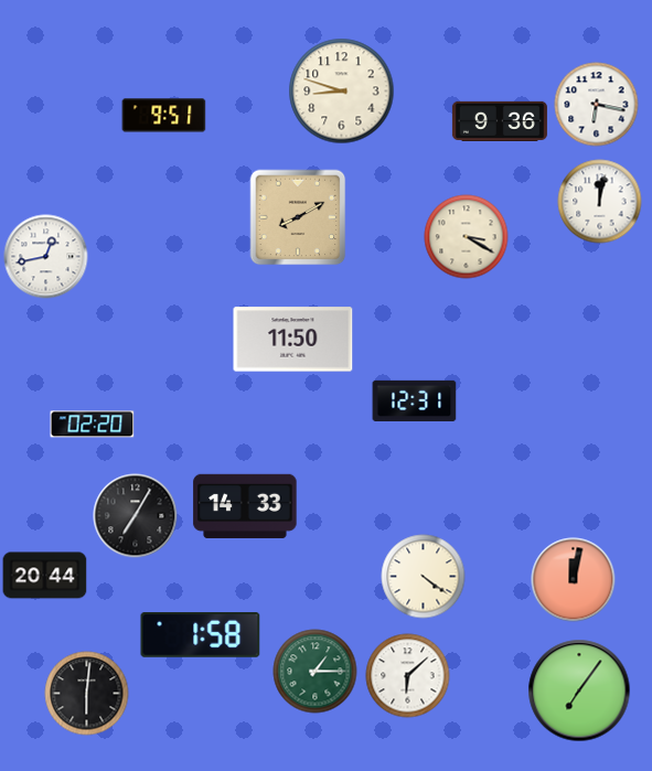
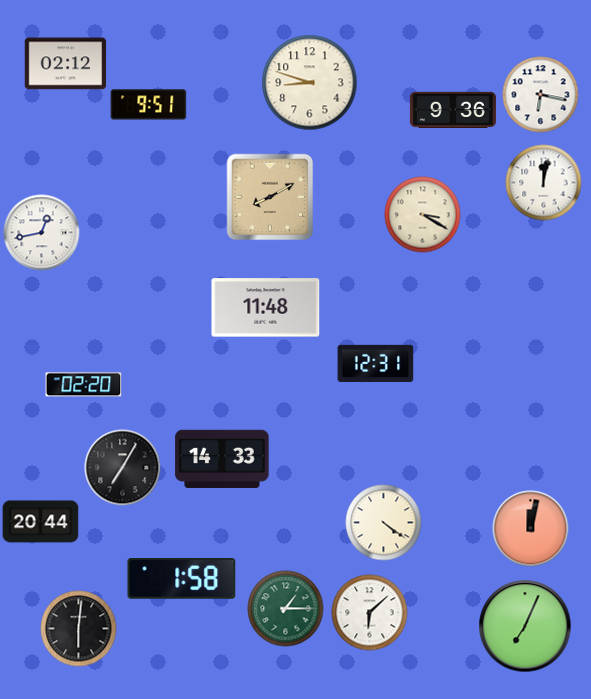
clock at (66, 64): none -> 02:12
clock at (293, 340): 11:50 -> 11:48
clock at (574, 580) position: (574, 580) -> (531, 529)
clock at (201, 635) position: (201, 635) -> (182, 579)
clock at (579, 690): 7:06 -> 7:04
